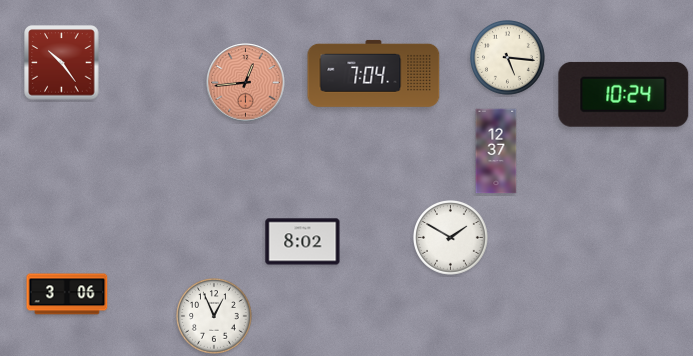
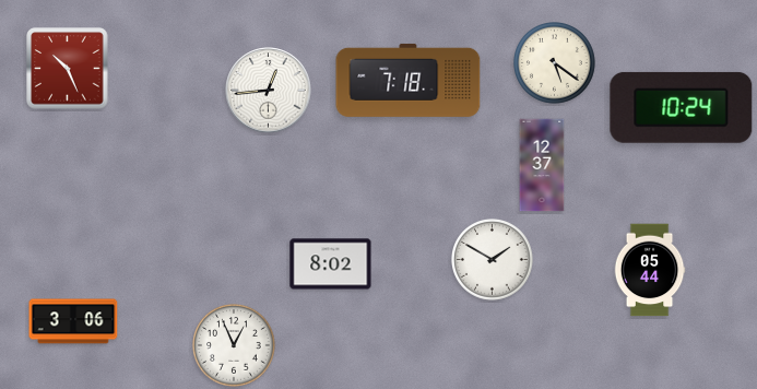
clock at (508, 58): 5:16 -> 5:21
clock at (62, 63): 10:24 -> 10:26
clock at (374, 73): 7:04 -> 7:18
clock at (246, 83) dial: salmon -> white
clock at (624, 94) position: (624, 94) -> (682, 107)
clock at (650, 270): none -> 05:44
